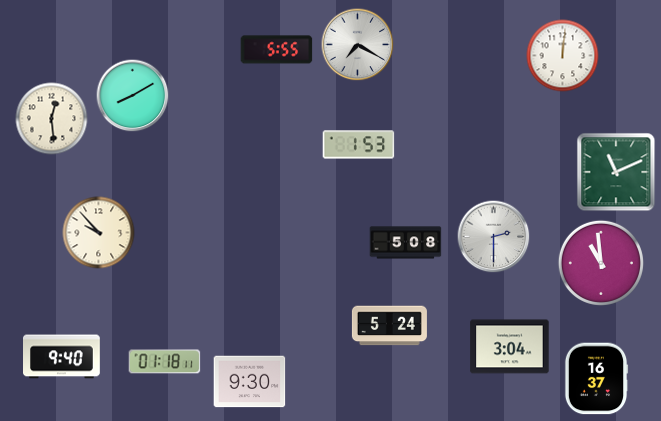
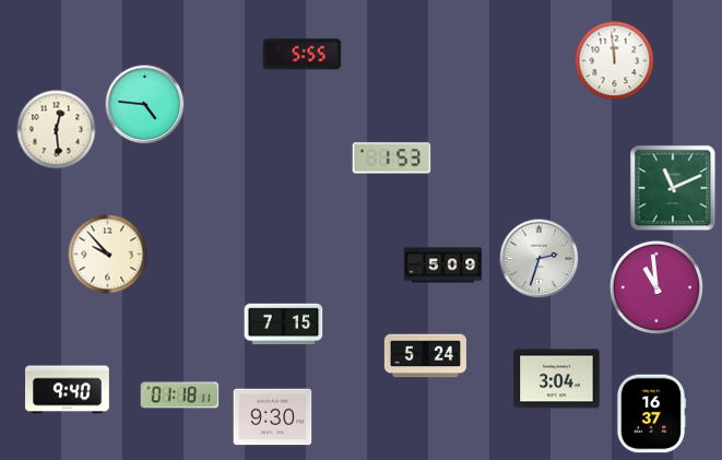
clock at (358, 45): 7:20 -> none
clock at (563, 56): 12:01 -> 11:59
clock at (133, 96): 8:10 -> 4:46
clock at (494, 237): 2:30 -> 2:33
clock at (406, 243): 5:08 -> 5:09
clock at (284, 325): none -> 7:15
